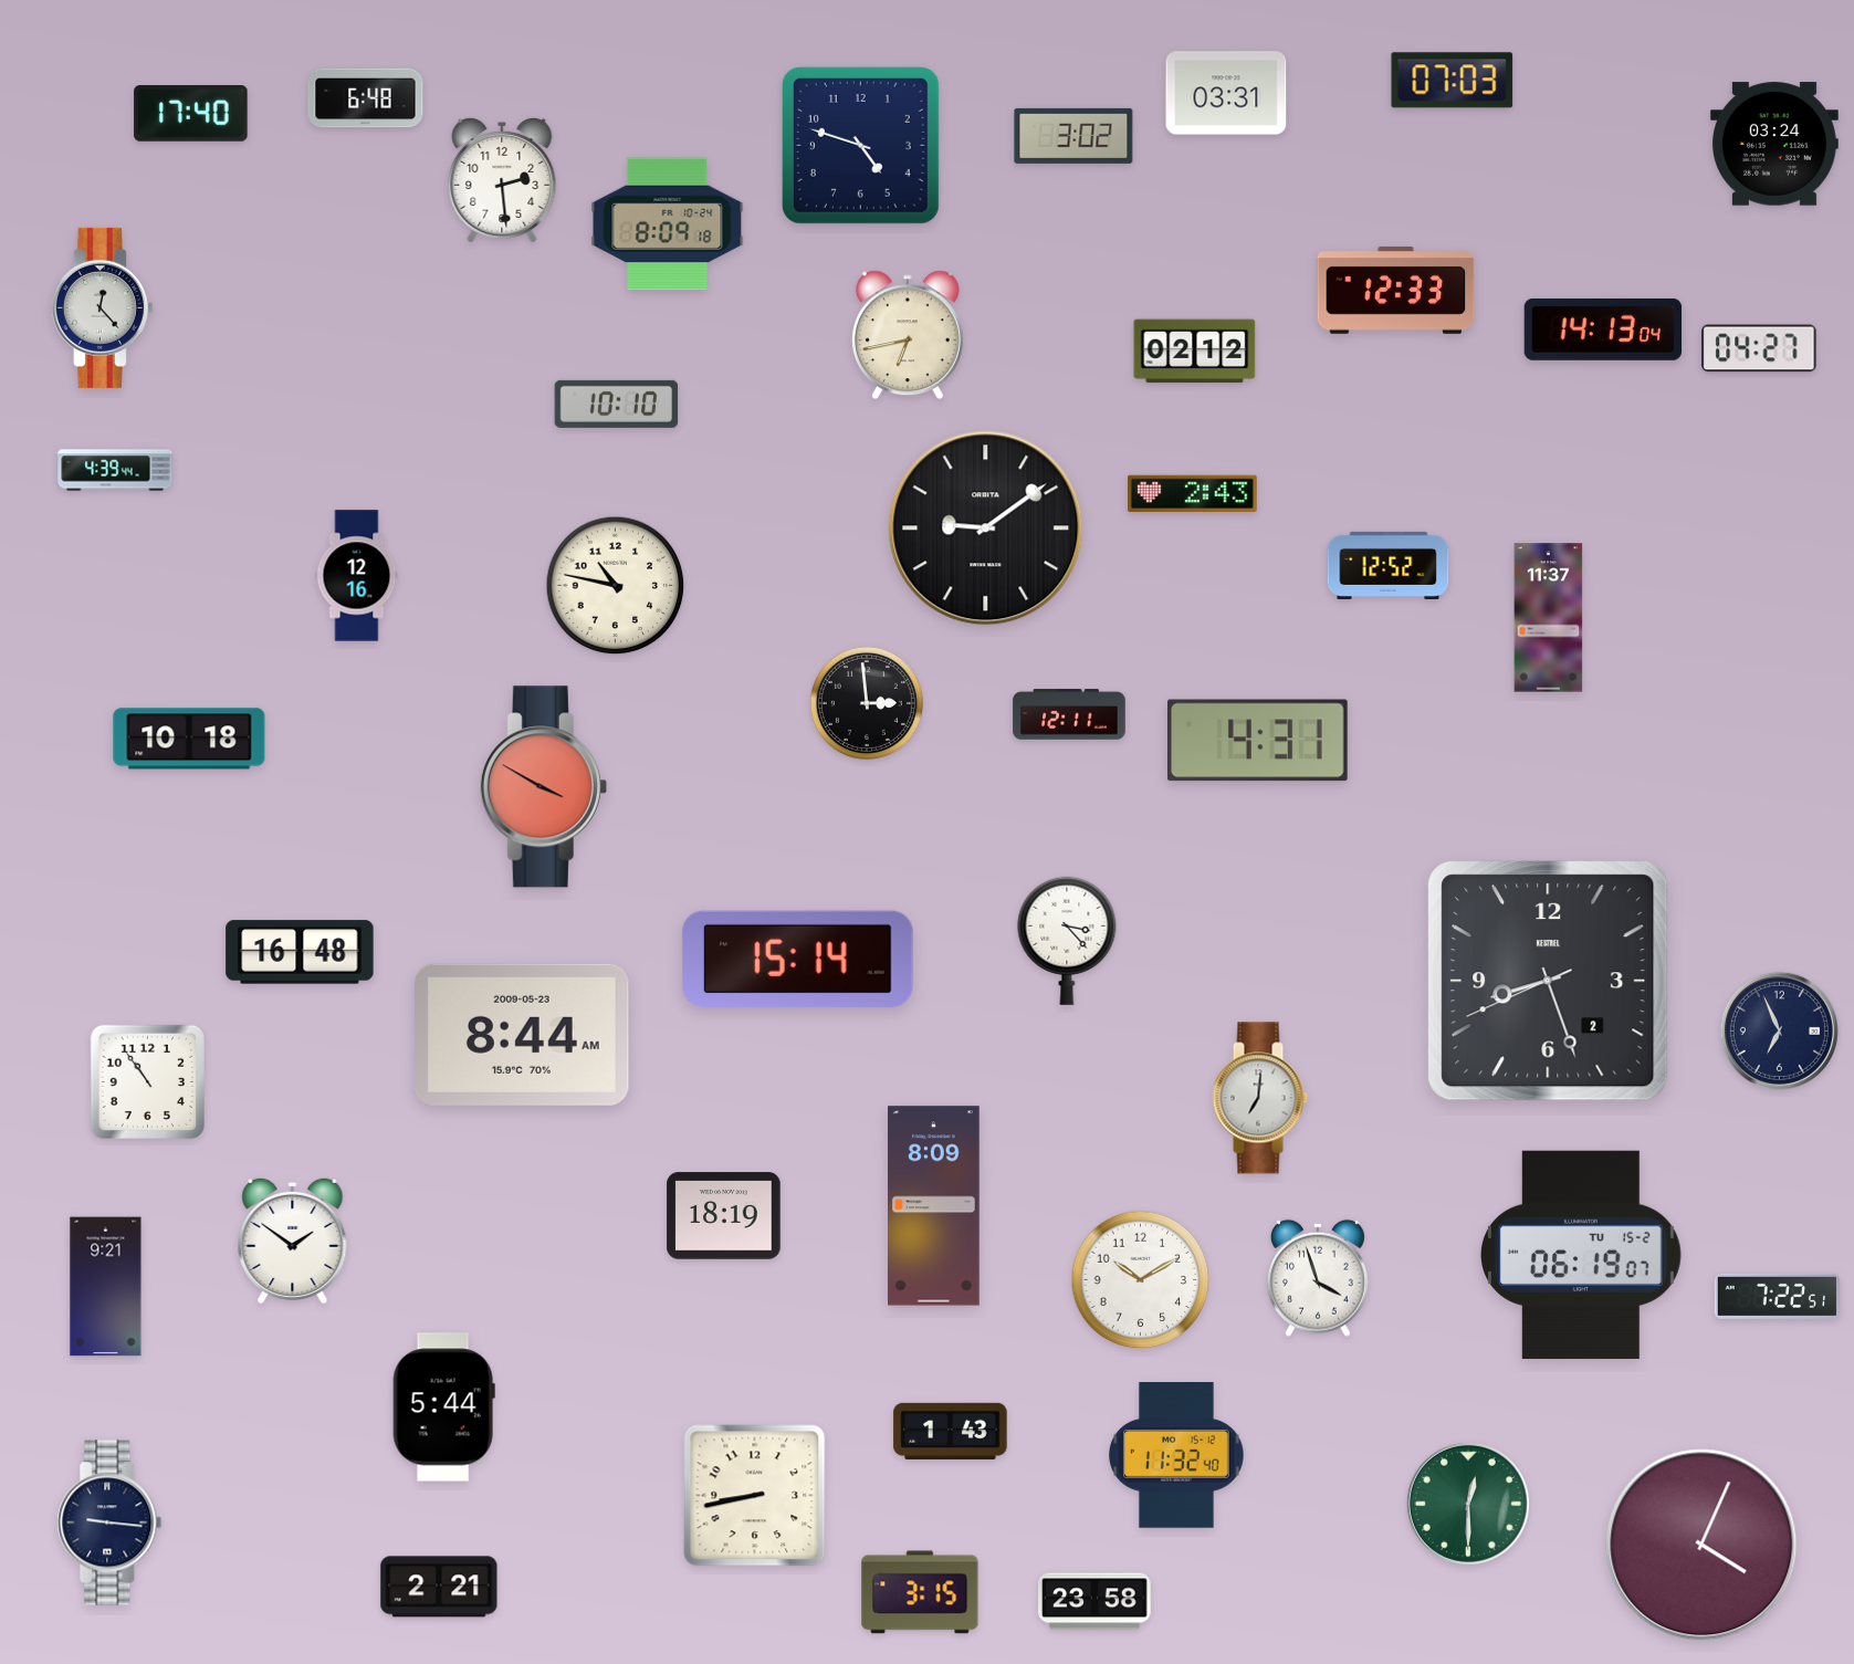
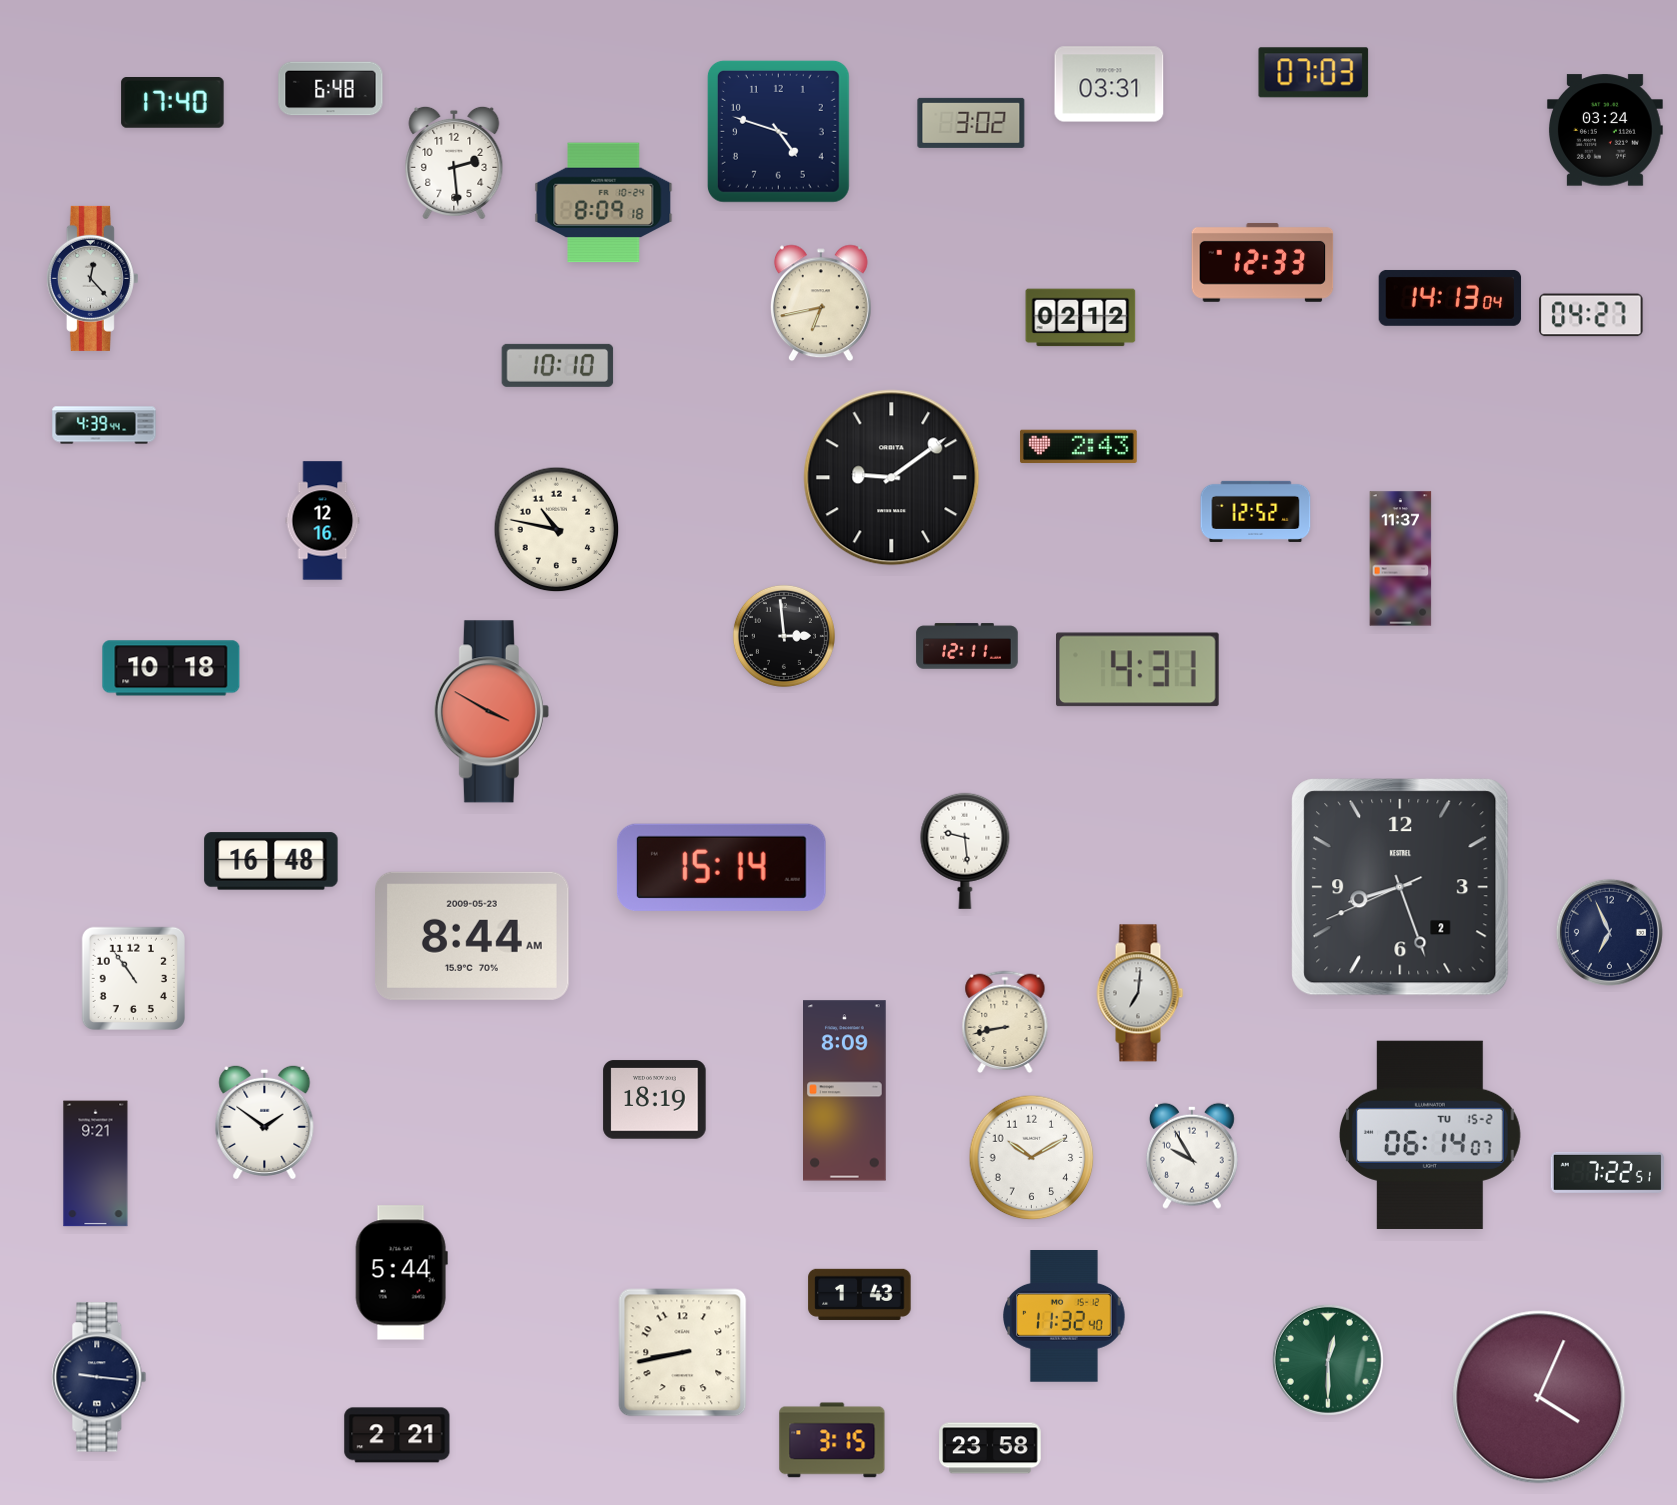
clock at (1067, 941): 3:23 -> 9:29
clock at (1005, 1022): none -> 8:43
clock at (1582, 1254): 06:19 -> 06:14
clock at (1318, 1278): 3:57 -> 9:55
